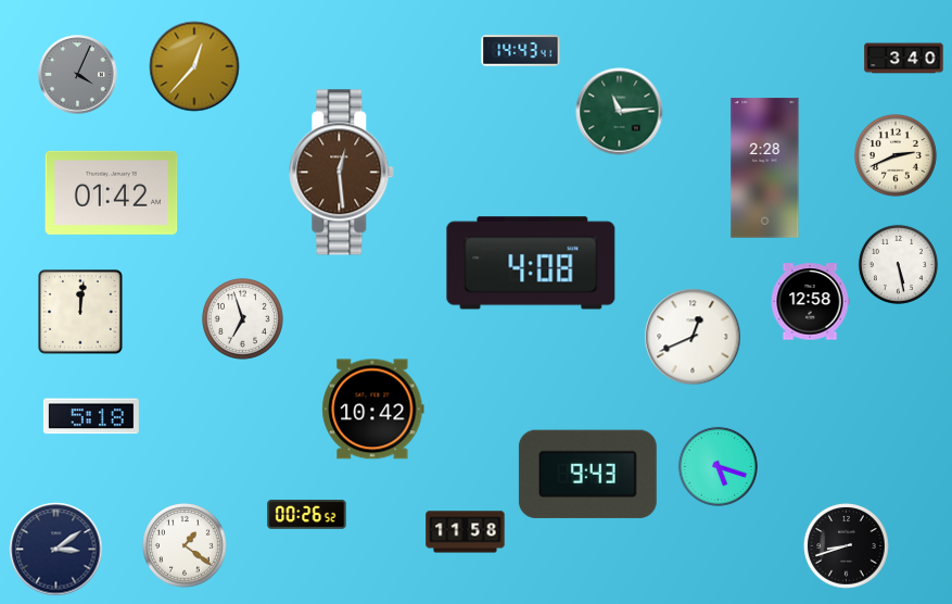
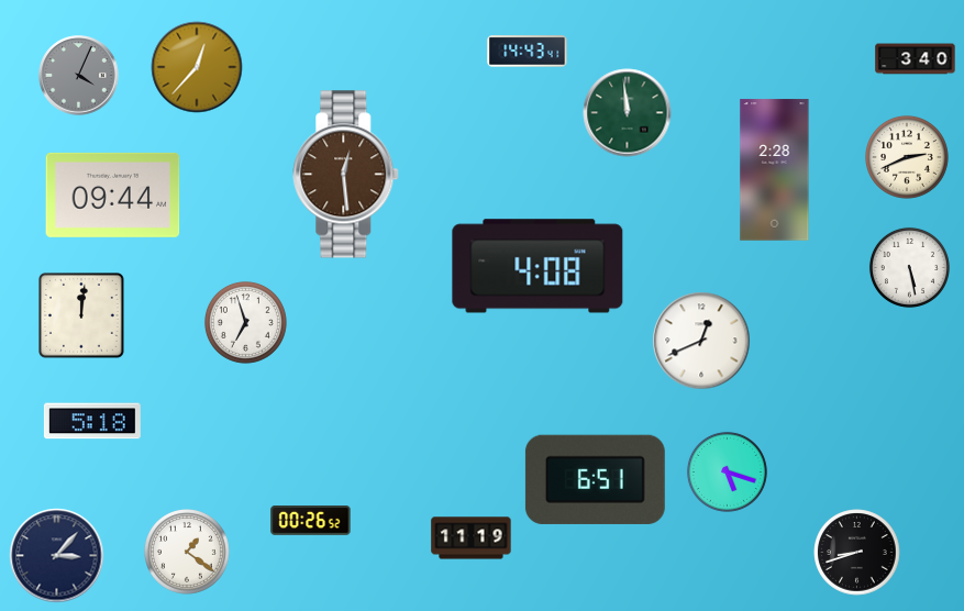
clock at (620, 112): 11:14 -> 11:59
clock at (112, 192): 01:42 -> 09:44
clock at (810, 302): 12:58 -> none
clock at (373, 410): 10:42 -> none
clock at (587, 474): 9:43 -> 6:51
clock at (466, 532): 11:58 -> 11:19
clock at (56, 550): 3:09 -> 3:07
